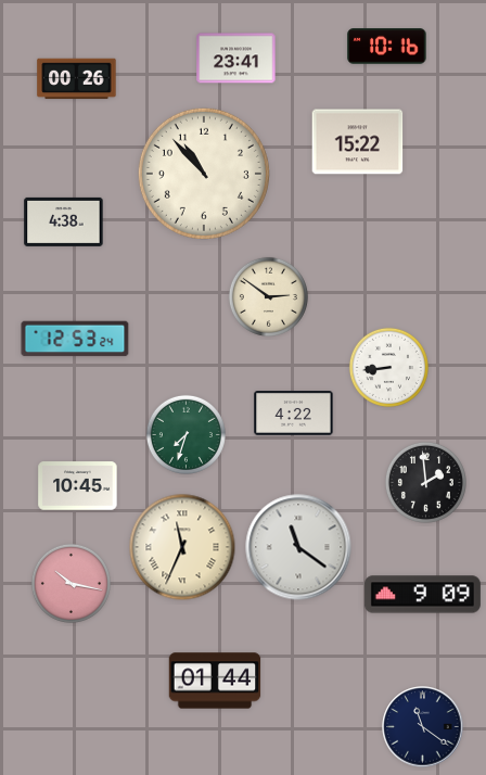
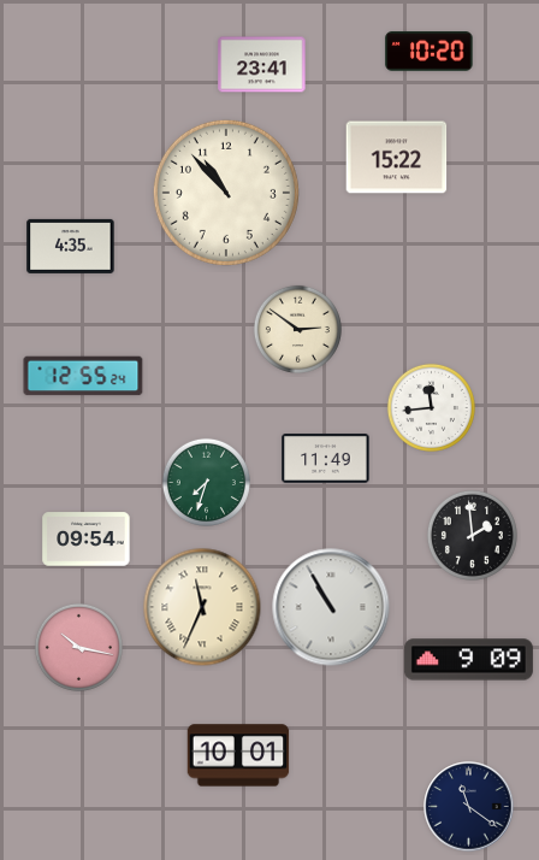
clock at (387, 47): 10:16 -> 10:20
clock at (77, 79): 00:26 -> none
clock at (64, 221): 4:38 -> 4:35
clock at (75, 339): 12:53 -> 12:55
clock at (388, 367): 8:44 -> 11:44
clock at (294, 414): 4:22 -> 11:49
clock at (78, 486): 10:45 -> 09:54
clock at (298, 547): 11:21 -> 10:55
clock at (215, 681): 01:44 -> 10:01
